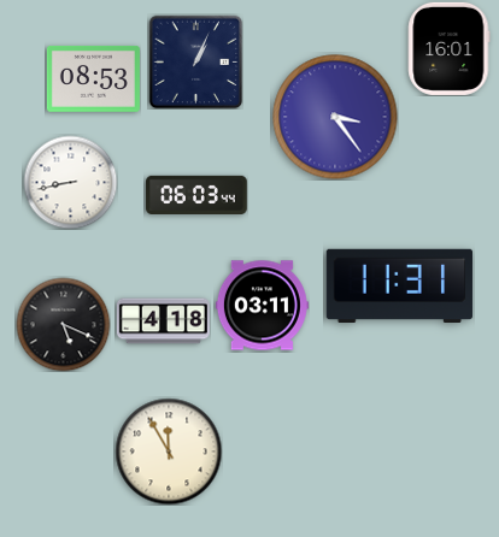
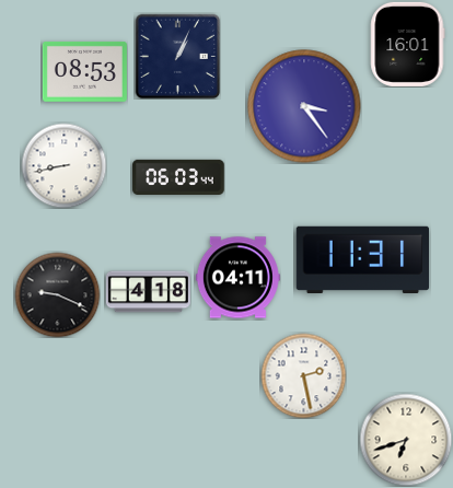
clock at (262, 306): 03:11 -> 04:11
clock at (63, 324): 5:19 -> 9:19
clock at (303, 375): none -> 2:28
clock at (169, 452): 11:55 -> none
clock at (406, 440): none -> 6:42
